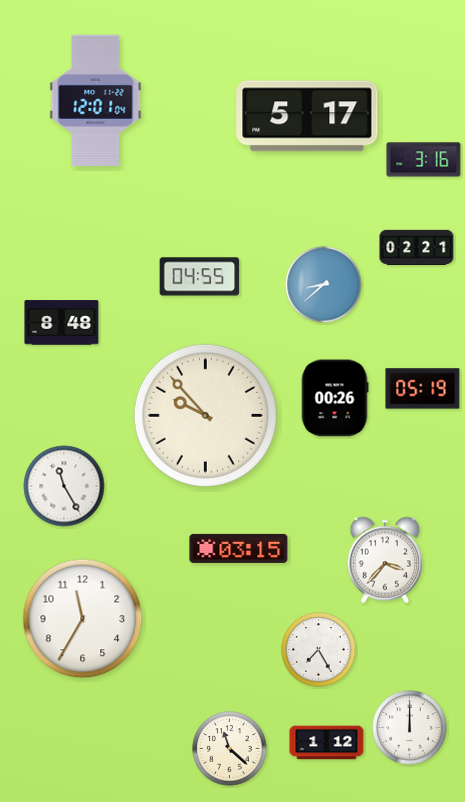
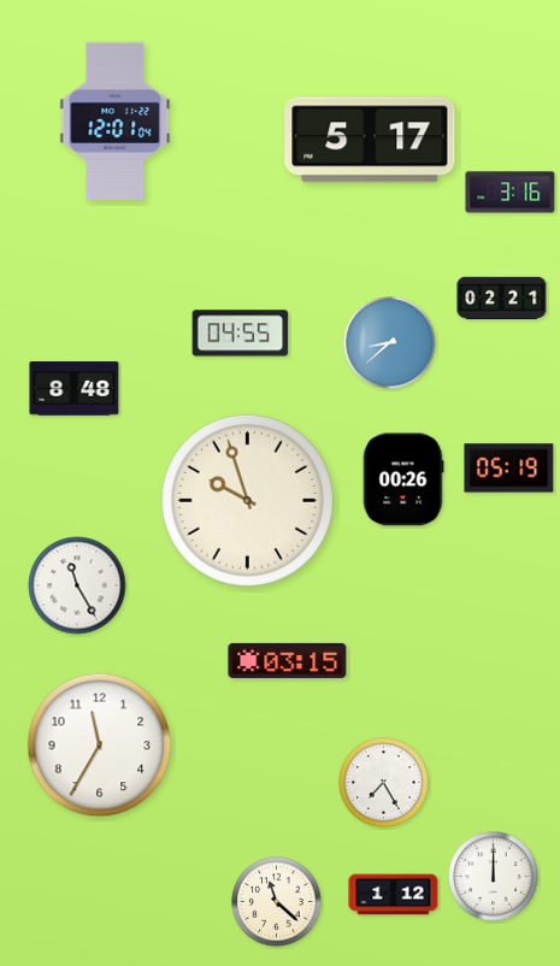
clock at (205, 415): 9:53 -> 9:57
clock at (385, 560): 3:37 -> none
